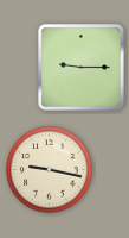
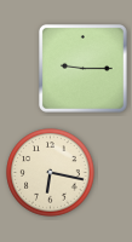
clock at (50, 170): 9:17 -> 6:17
